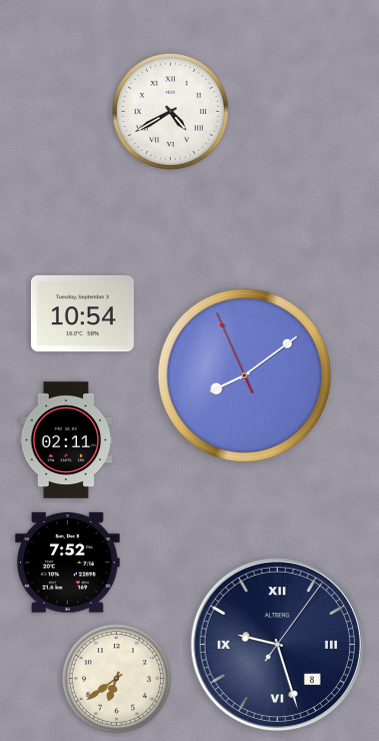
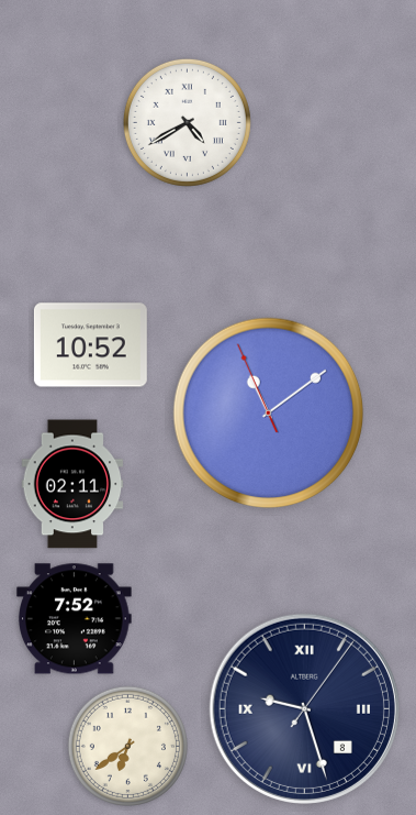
clock at (82, 314): 10:54 -> 10:52
clock at (245, 376): 8:08 -> 11:08
